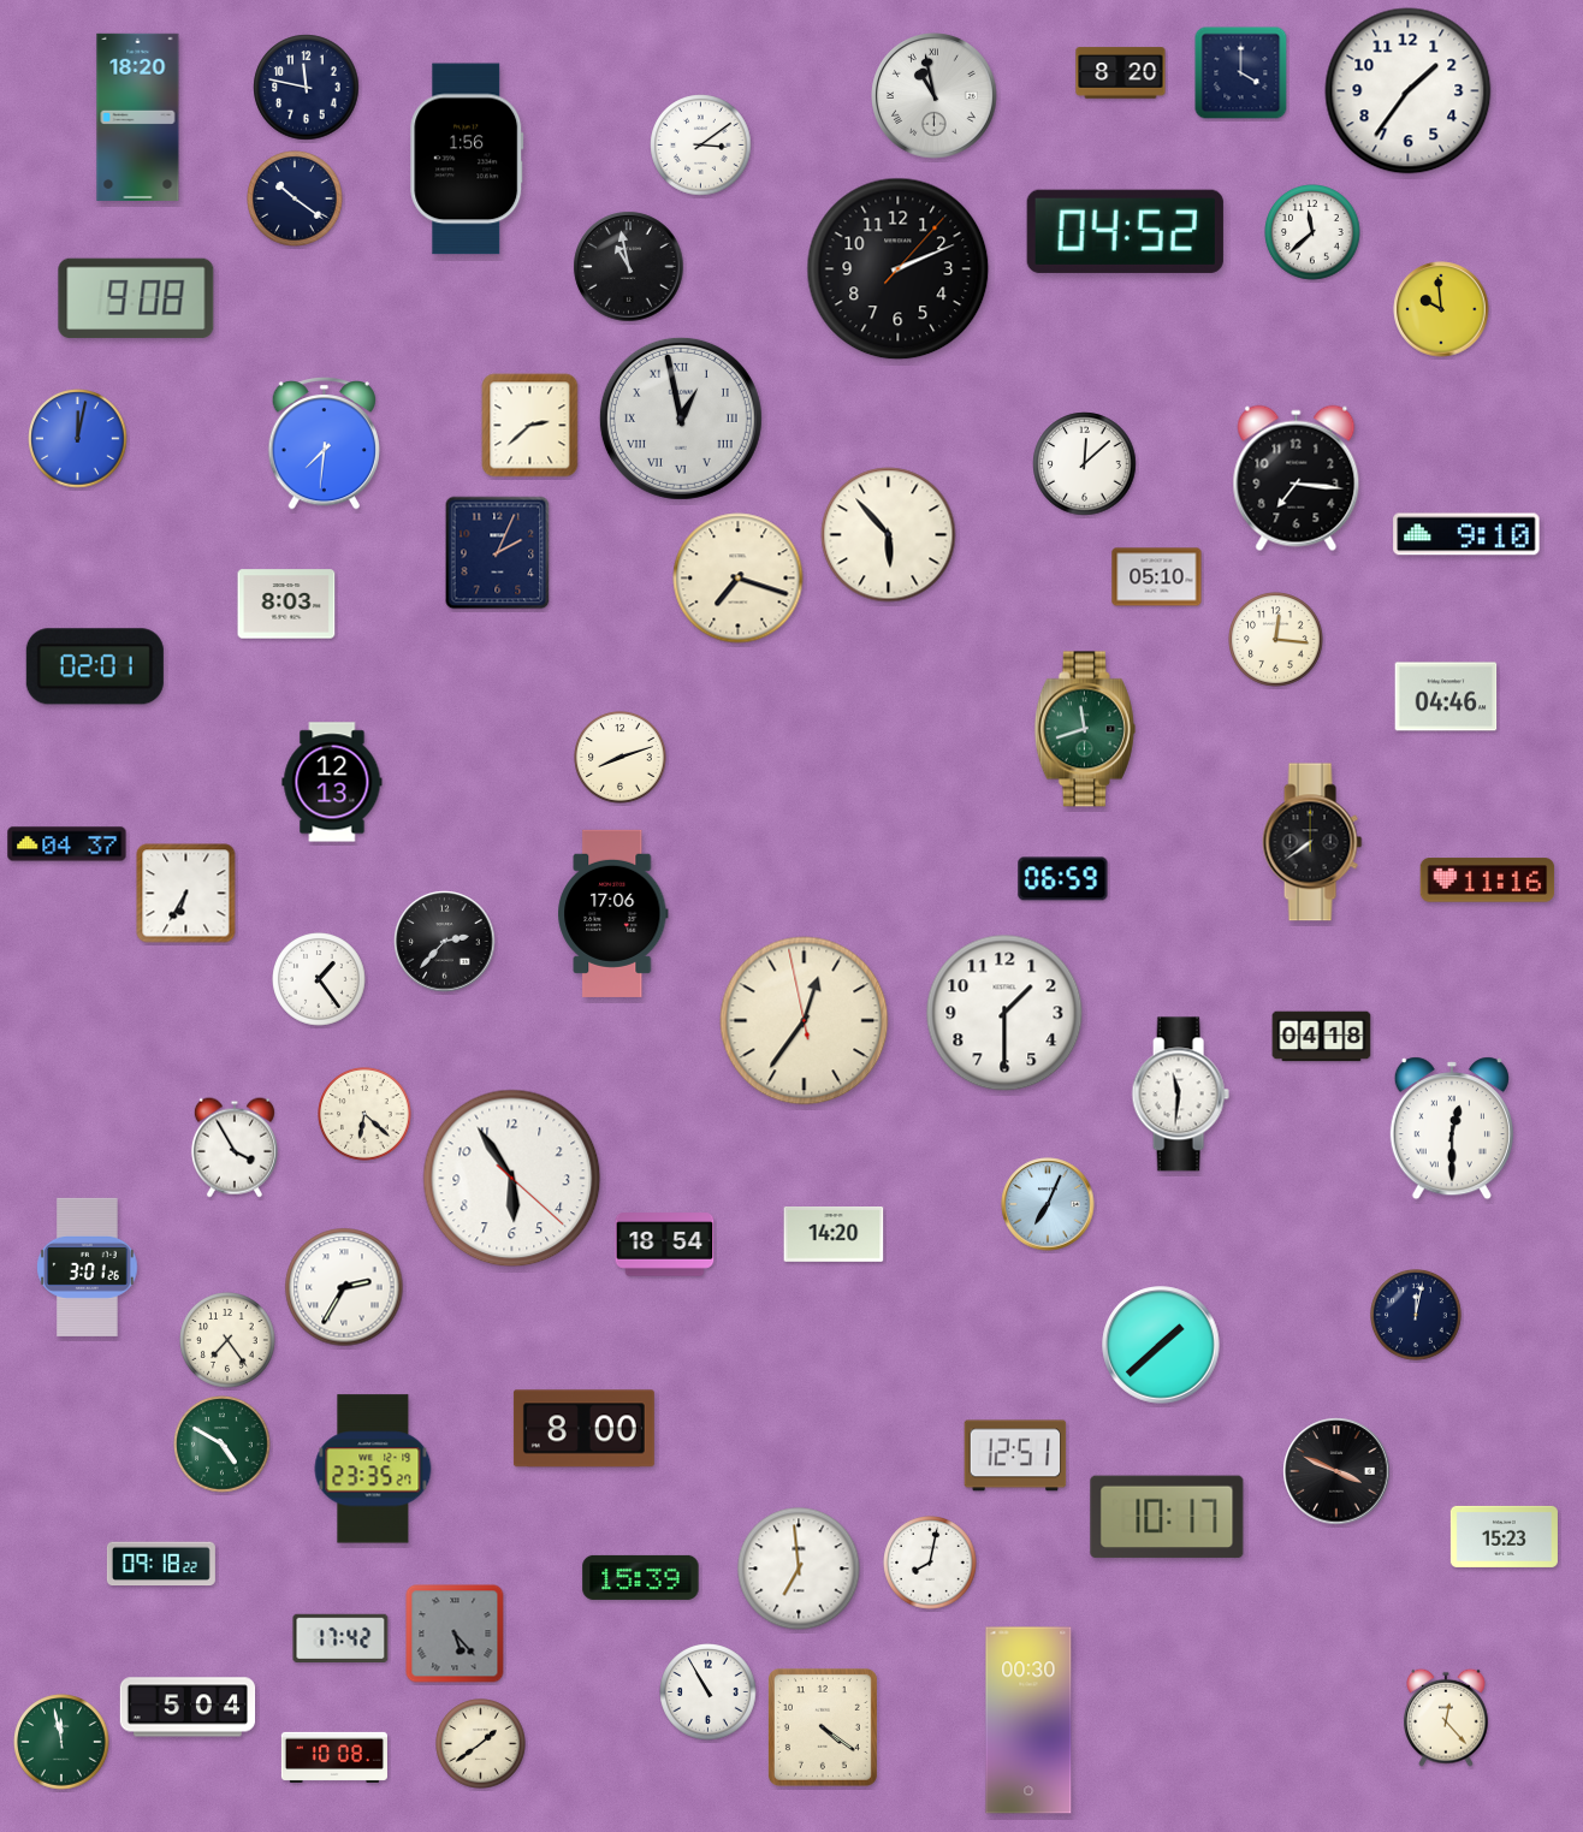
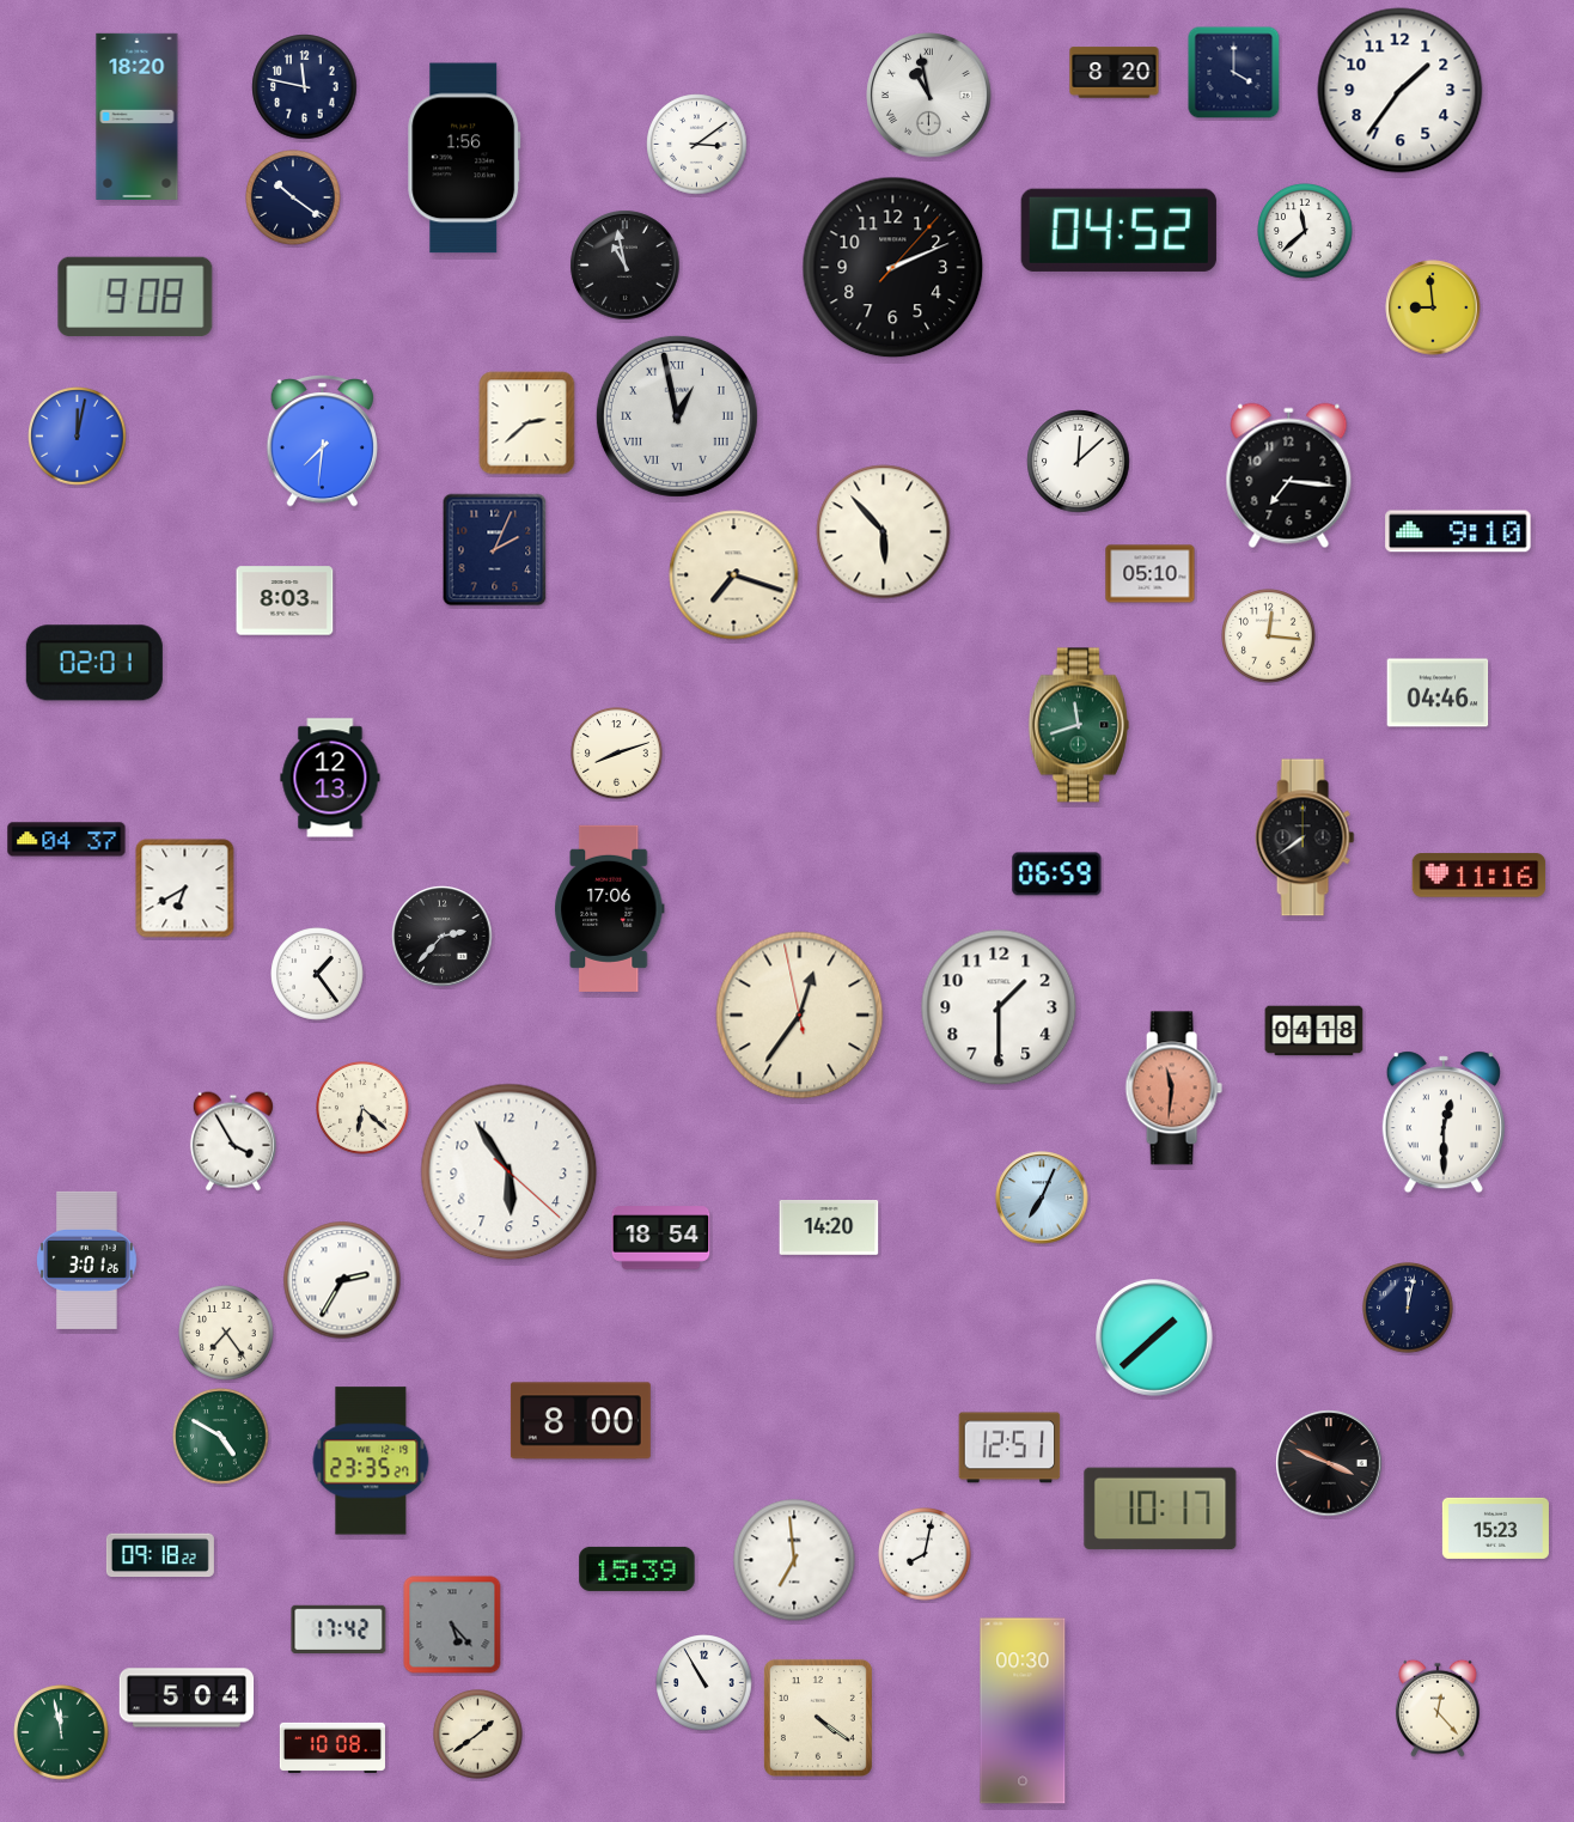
clock at (1441, 309): 9:59 -> 8:59
clock at (186, 894): 6:35 -> 6:40
clock at (1180, 1095) dial: white -> salmon
